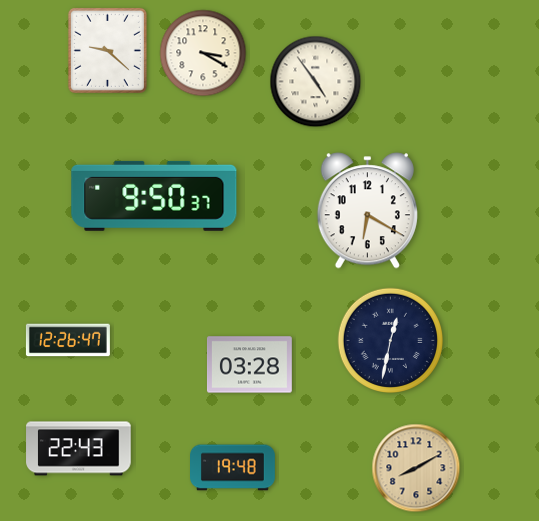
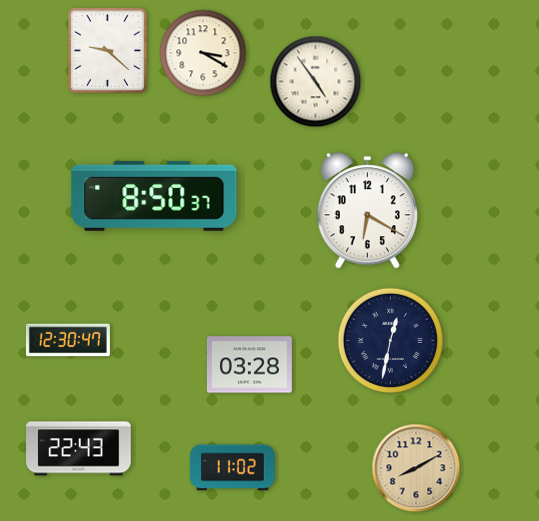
clock at (154, 196): 9:50 -> 8:50
clock at (68, 340): 12:26 -> 12:30
clock at (233, 468): 19:48 -> 11:02
